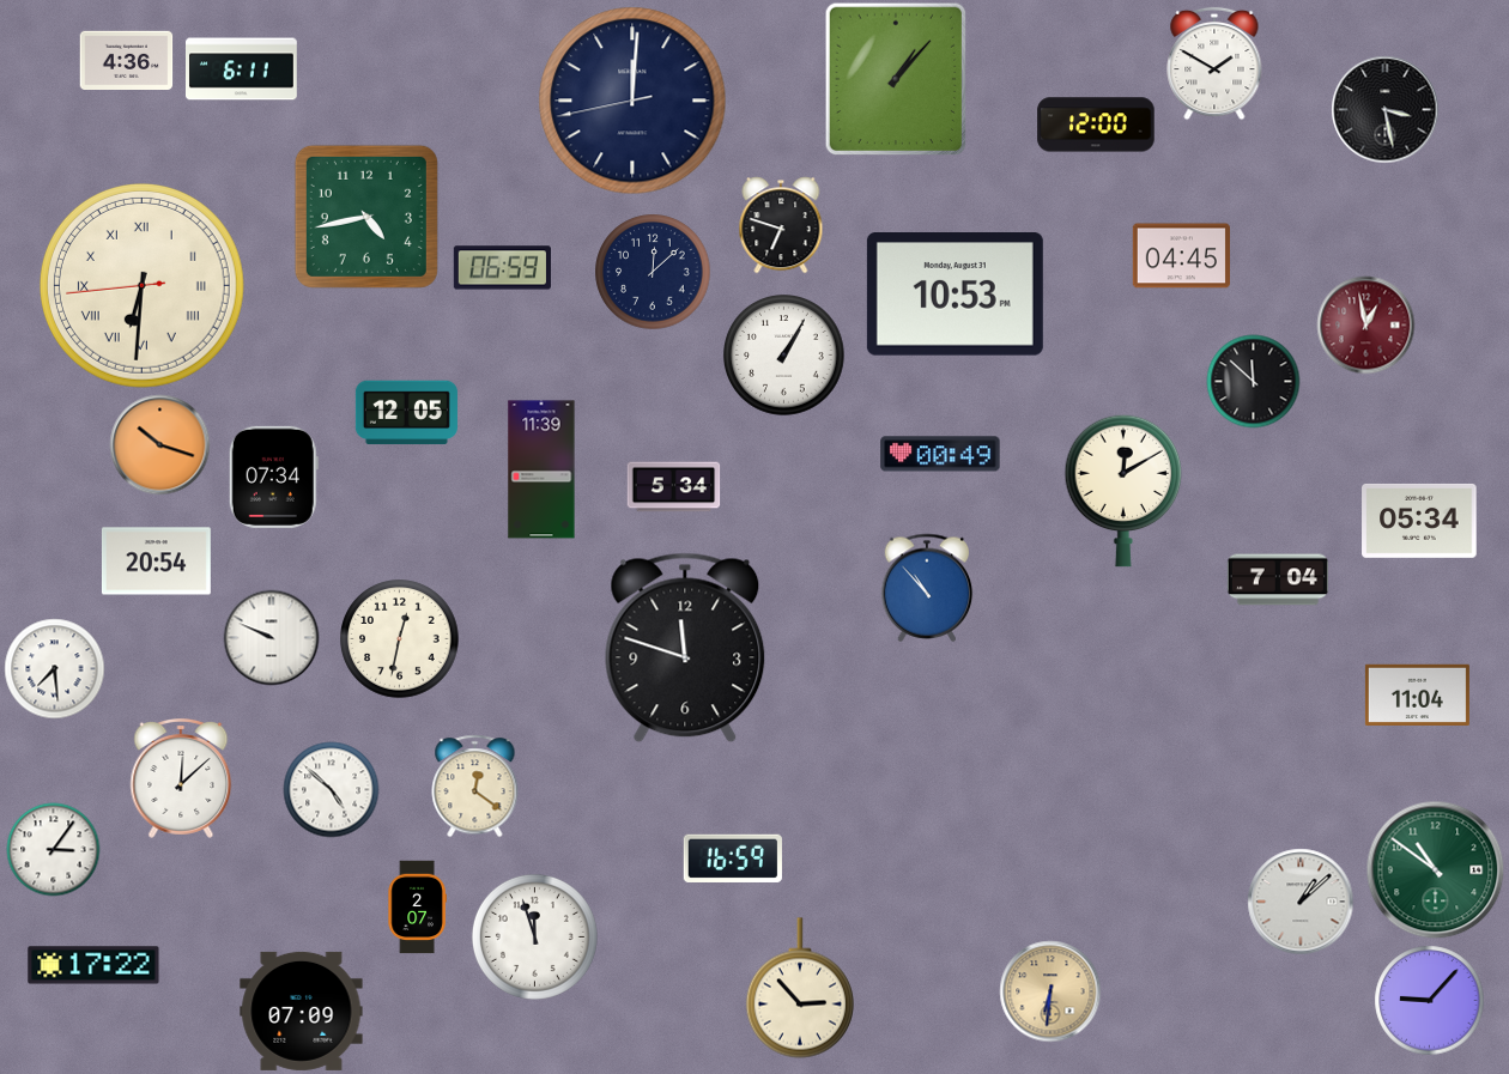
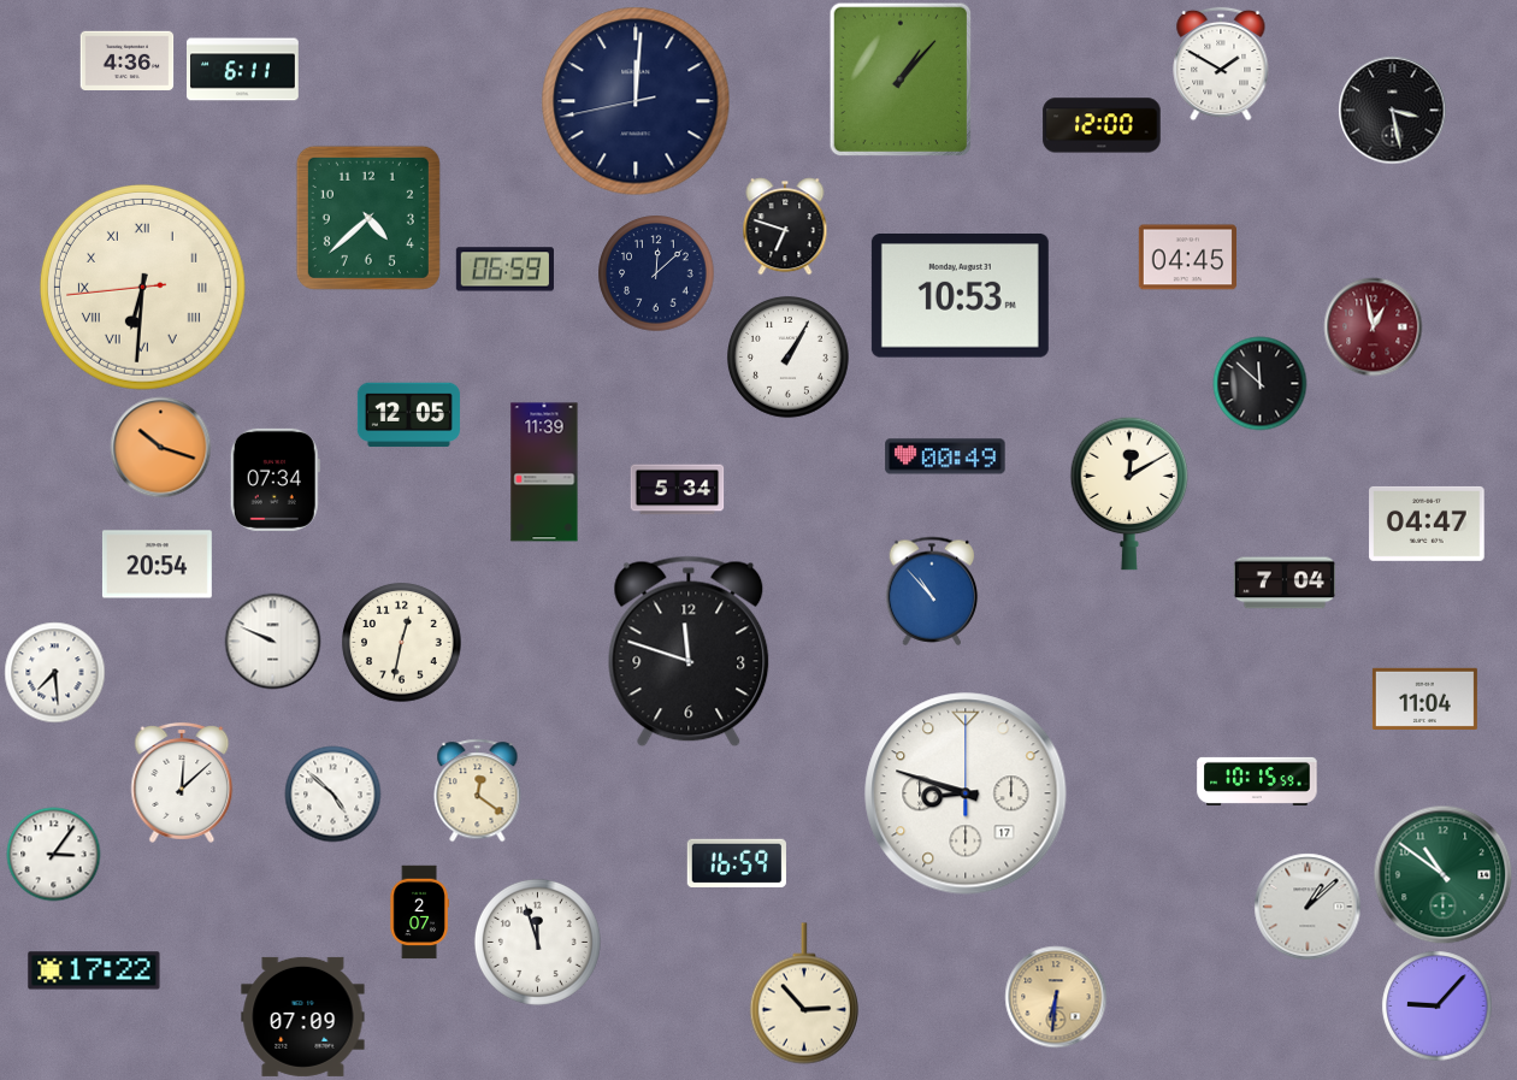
clock at (366, 217): 4:43 -> 4:38
clock at (1419, 521): 05:34 -> 04:47
clock at (1257, 781): none -> 10:15
clock at (966, 793): none -> 8:48
